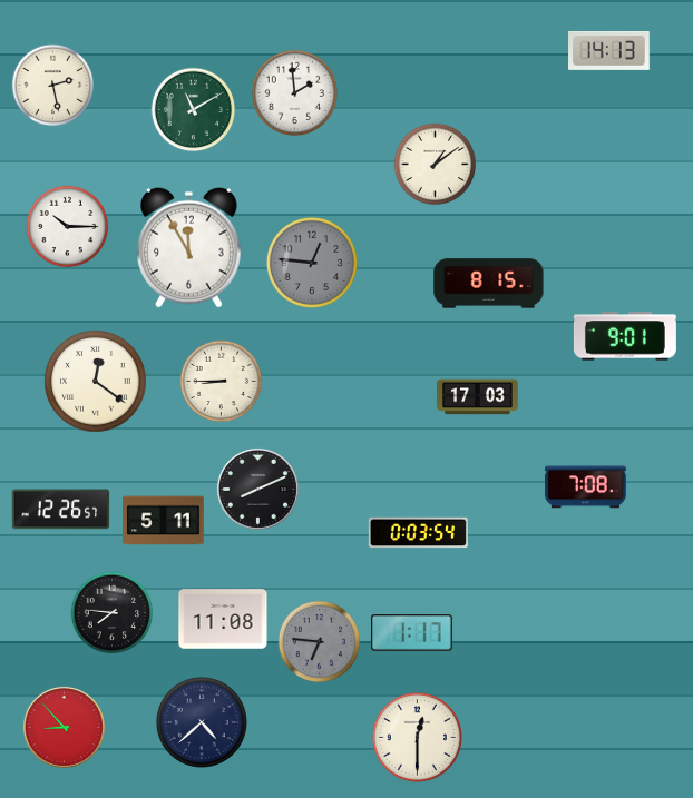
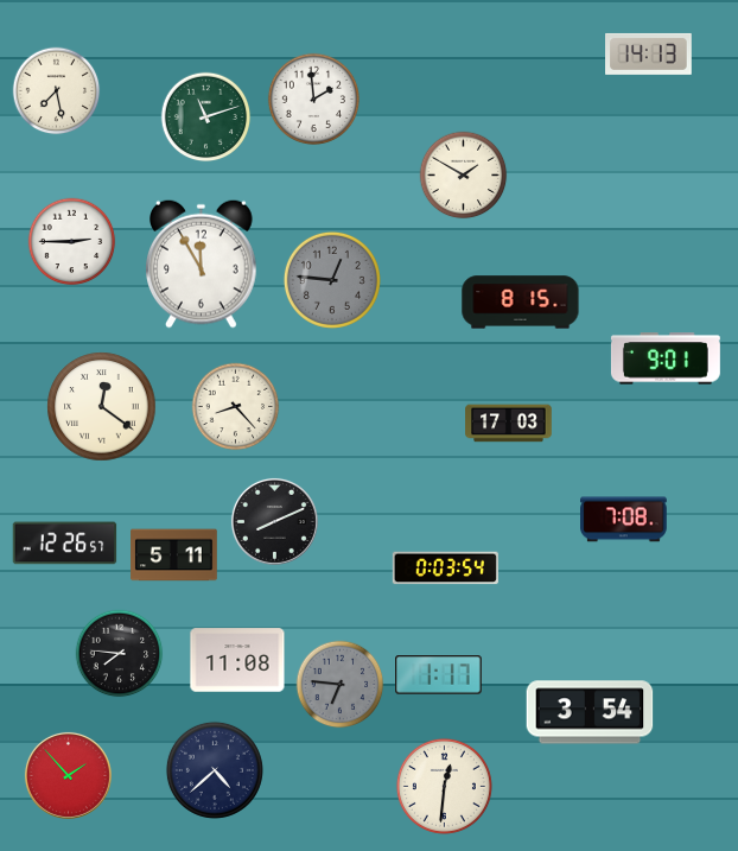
clock at (53, 86): 2:28 -> 7:28
clock at (194, 110): 11:10 -> 11:12
clock at (436, 165): 1:09 -> 1:50
clock at (68, 227): 10:15 -> 2:45
clock at (222, 382): 8:45 -> 8:23
clock at (590, 712): none -> 3:54
clock at (64, 727): 8:53 -> 1:53
clock at (417, 737): 12:30 -> 12:31
